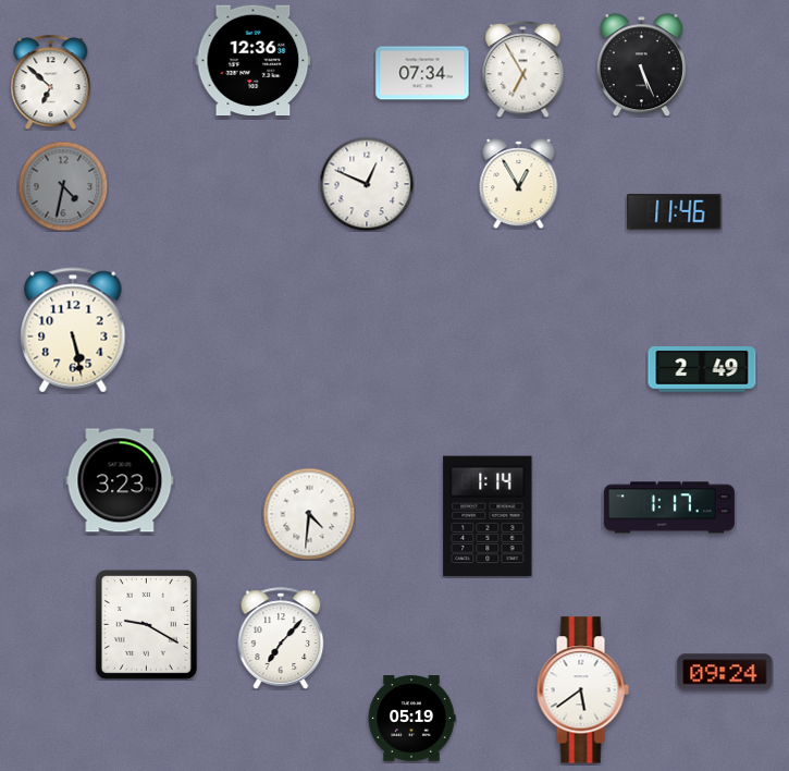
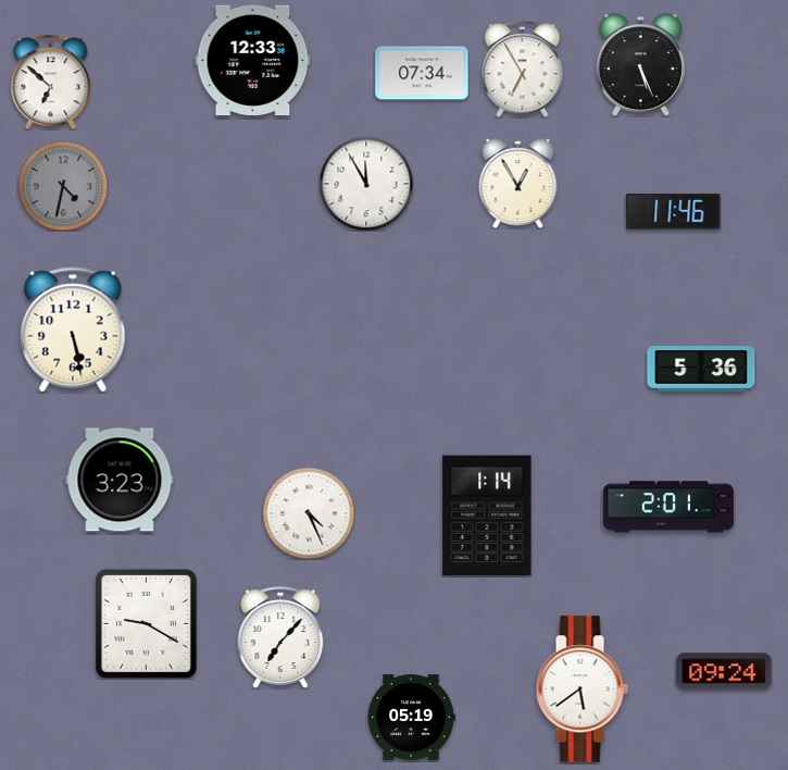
clock at (254, 61): 12:36 -> 12:33
clock at (367, 184): 12:49 -> 11:55
clock at (702, 370): 2:49 -> 5:36
clock at (669, 507): 1:17 -> 2:01
clock at (309, 514): 4:31 -> 4:26
